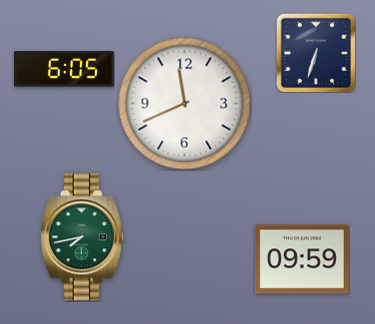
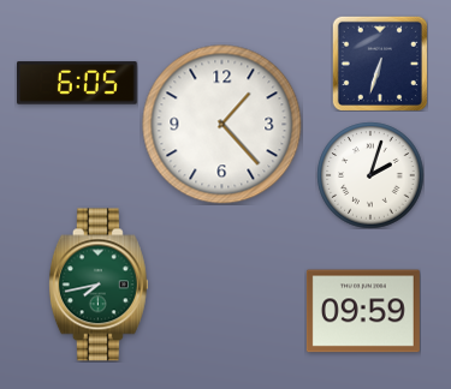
clock at (185, 104): 11:41 -> 1:23
clock at (370, 175): none -> 2:03
